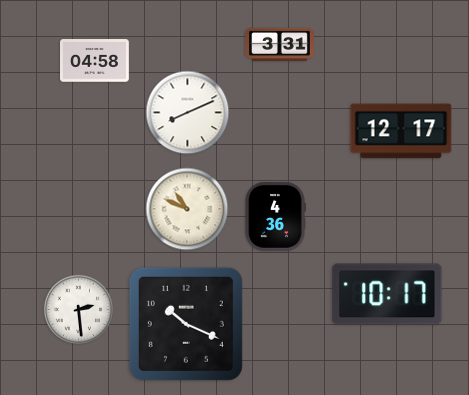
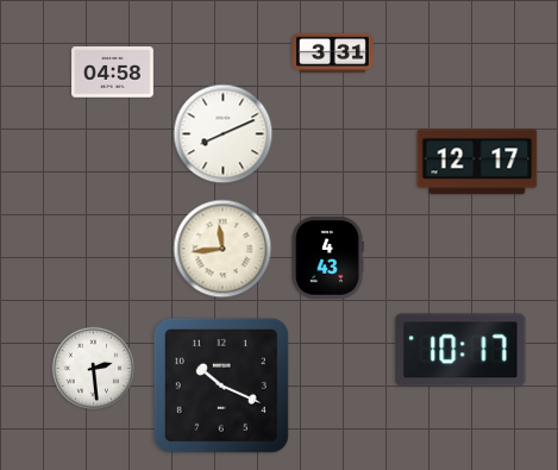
clock at (401, 131) position: (401, 131) -> (477, 162)
clock at (187, 209): 10:49 -> 11:44
clock at (275, 217): 4:36 -> 4:43
